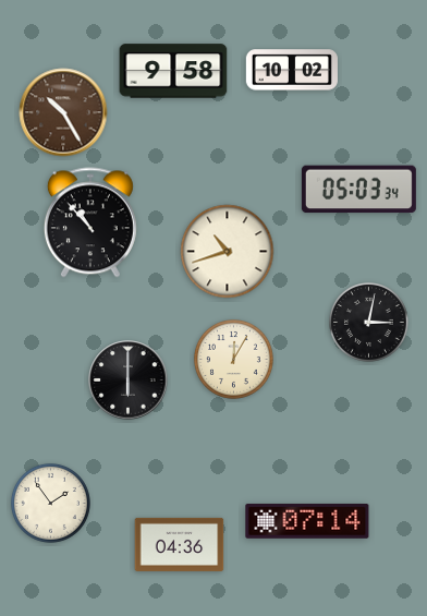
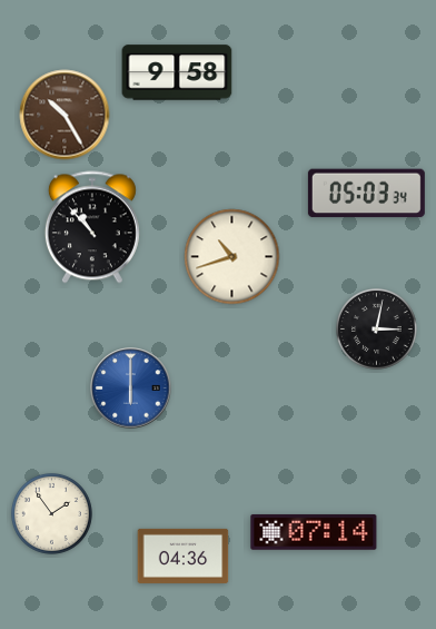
clock at (292, 70): 10:02 -> none
clock at (234, 360): 12:05 -> none
clock at (129, 381) dial: black -> blue
